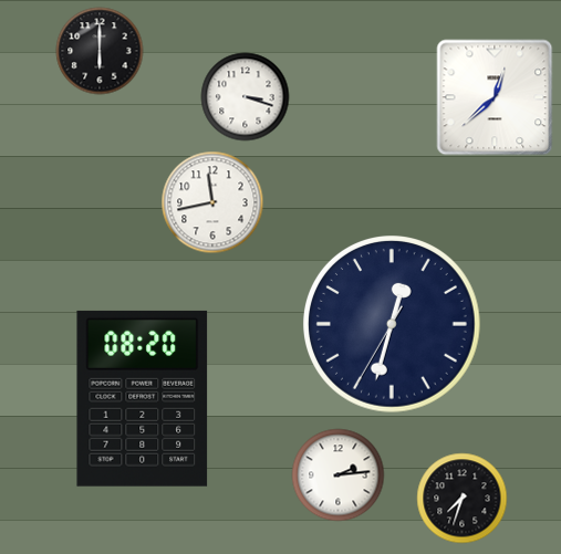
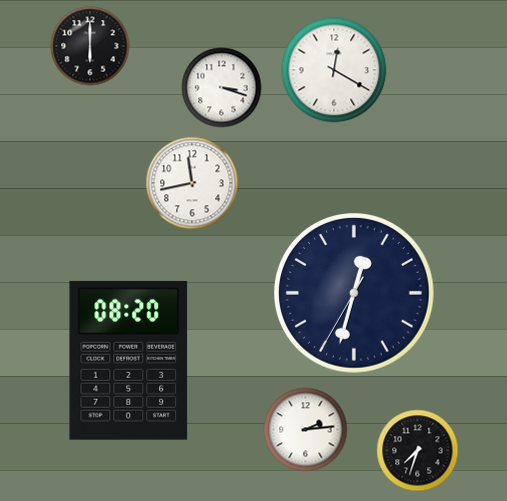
clock at (334, 70): none -> 12:20
clock at (495, 97): 12:38 -> none
